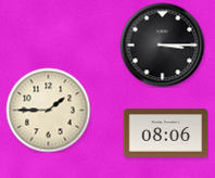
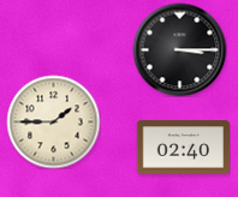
clock at (165, 133): 08:06 -> 02:40
